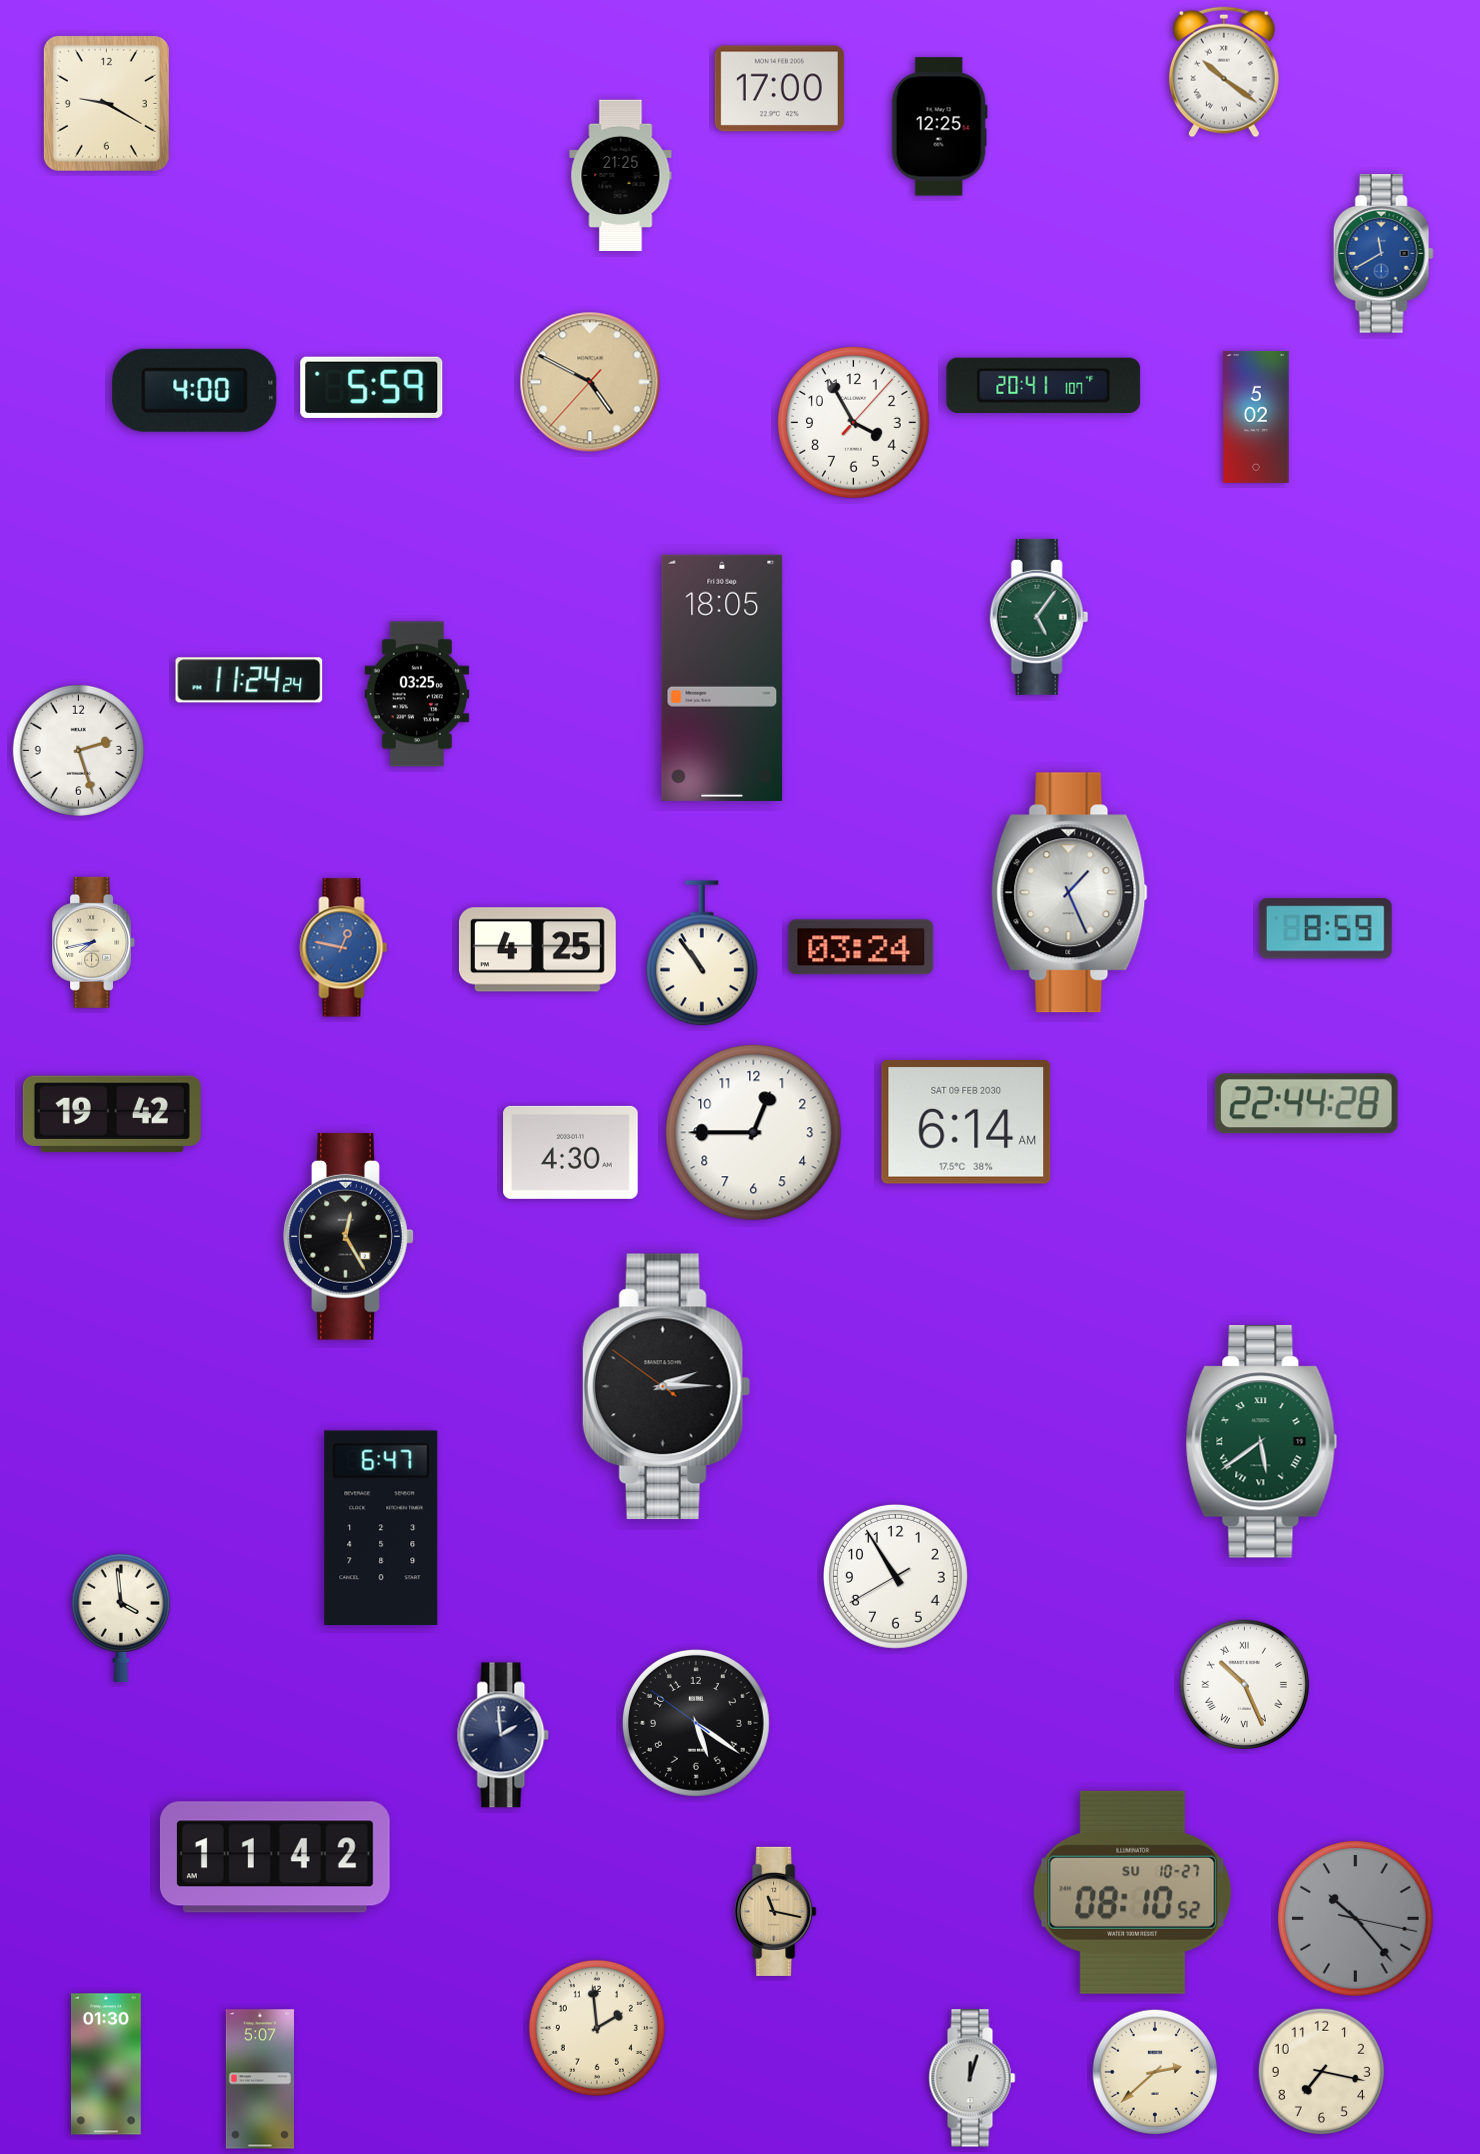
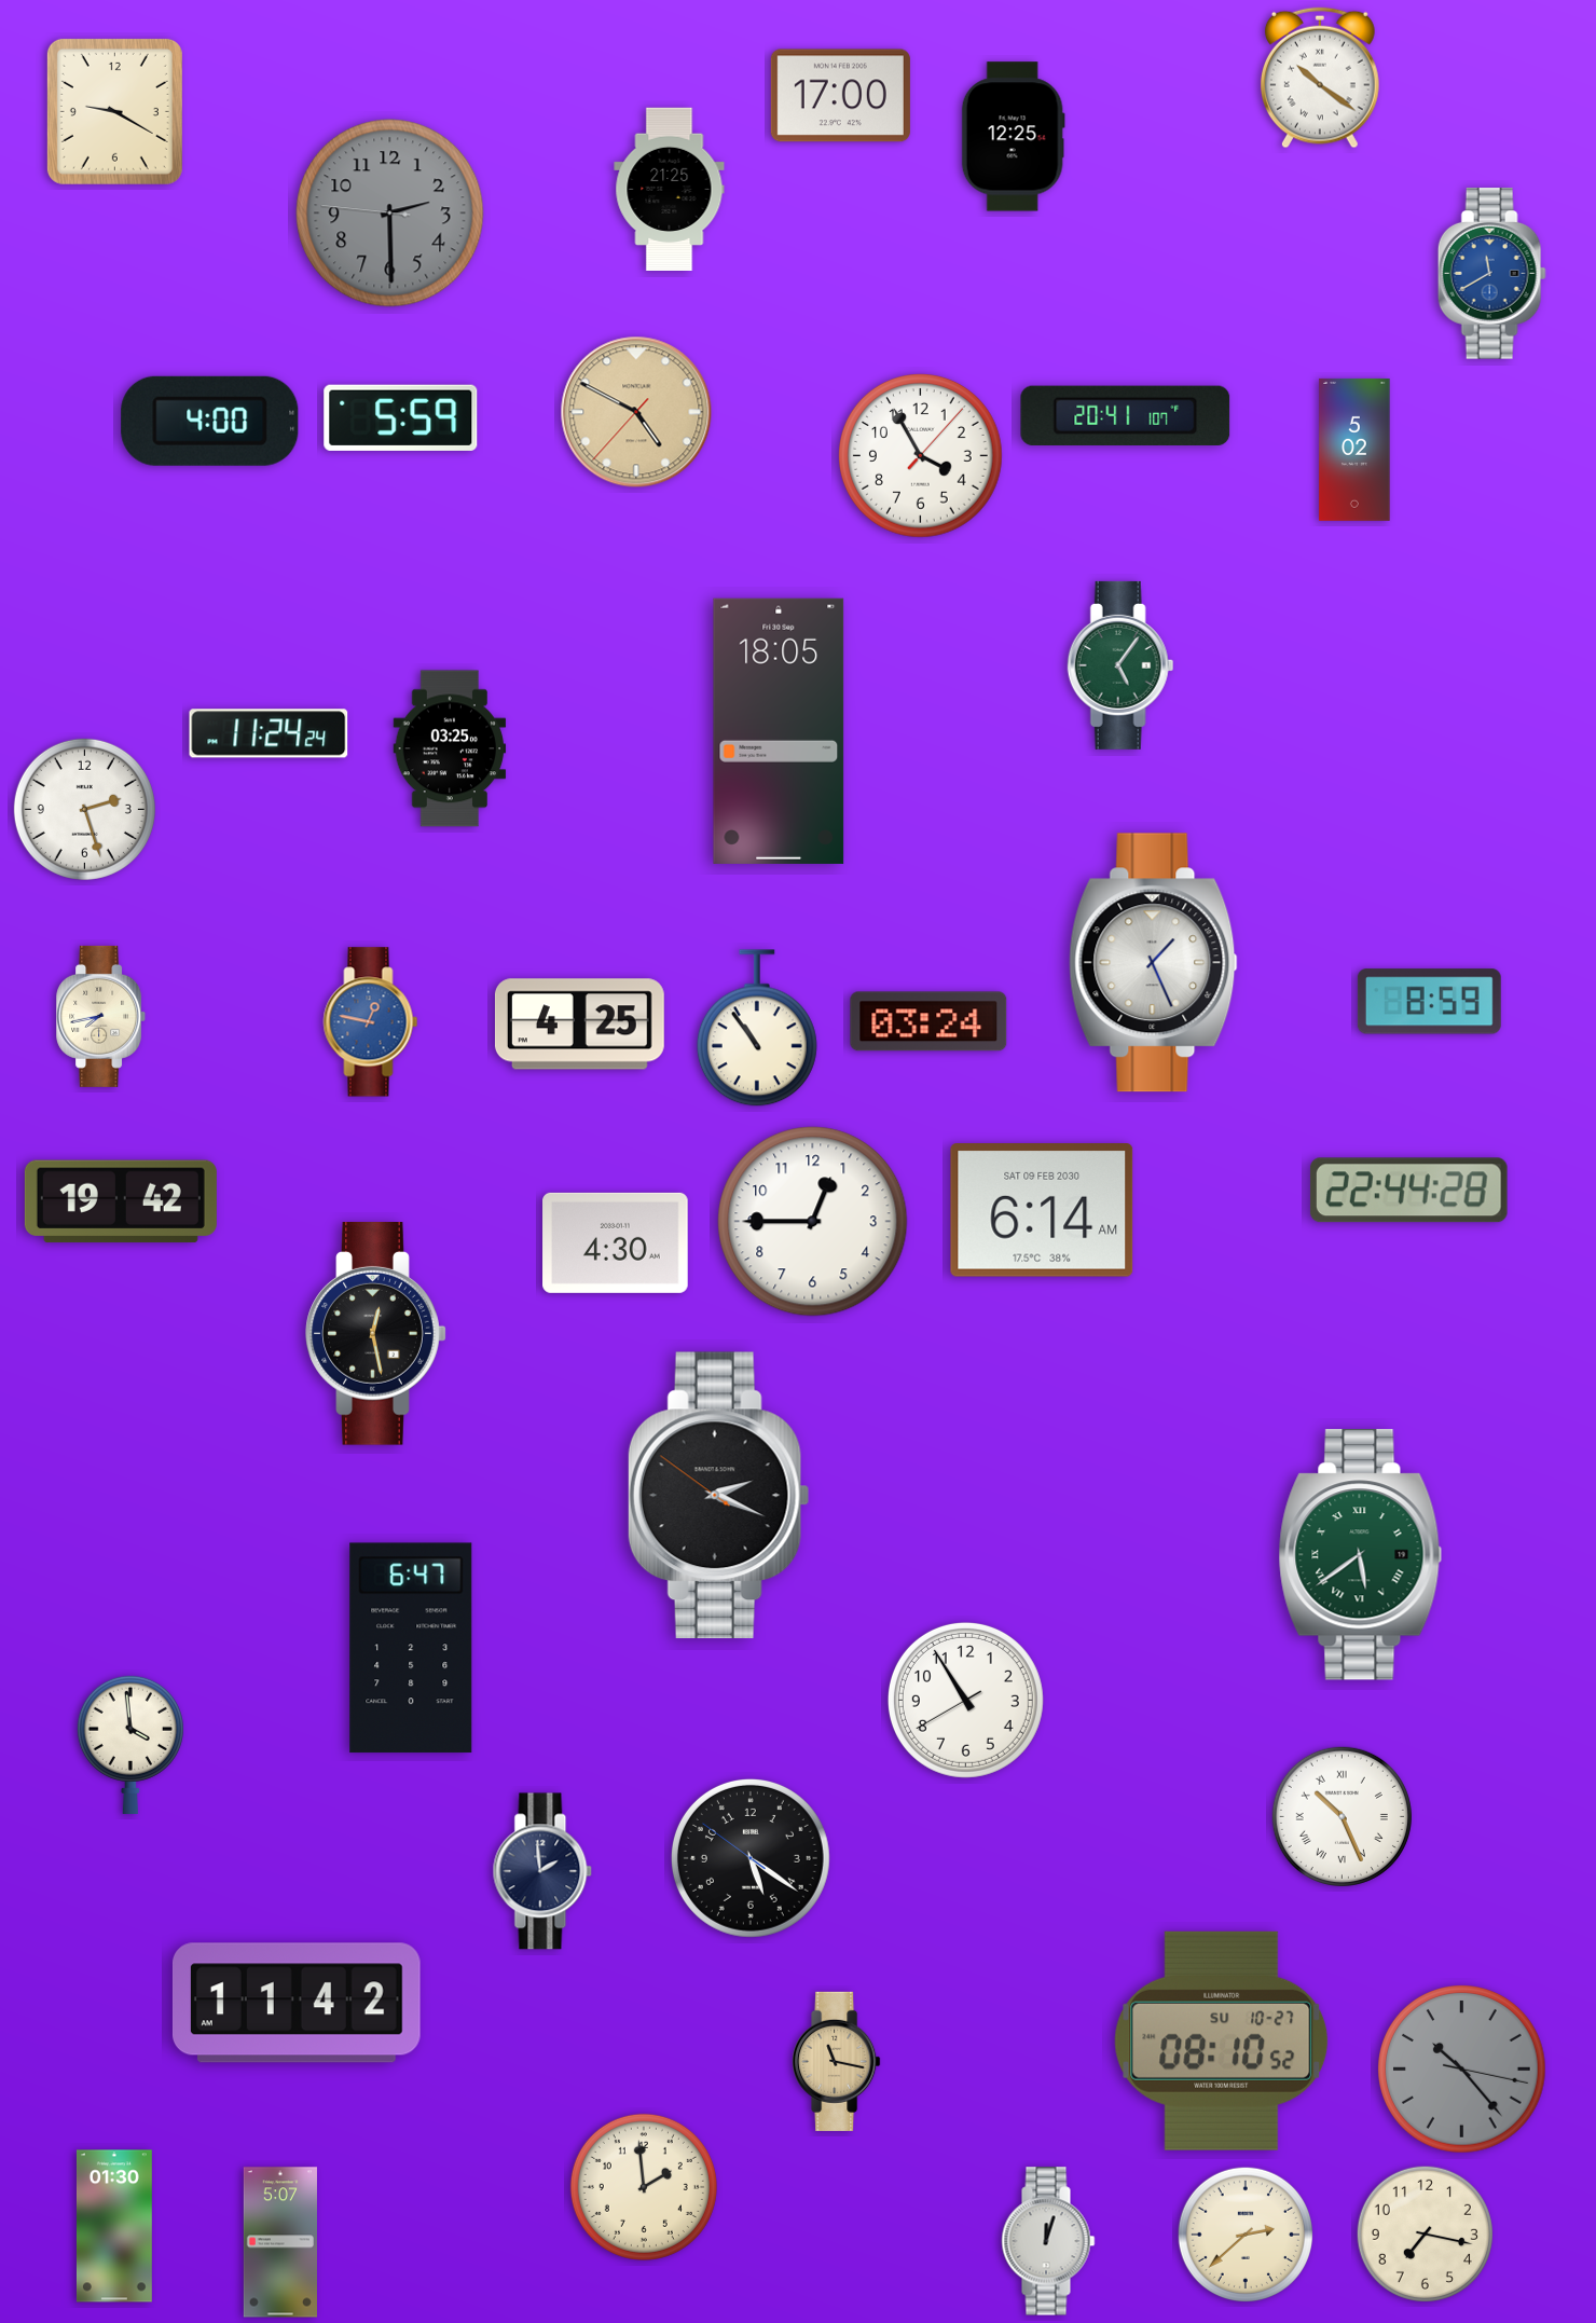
clock at (390, 214): none -> 2:29
clock at (349, 1237): 12:25 -> 12:28
clock at (666, 1387): 2:14 -> 2:18
